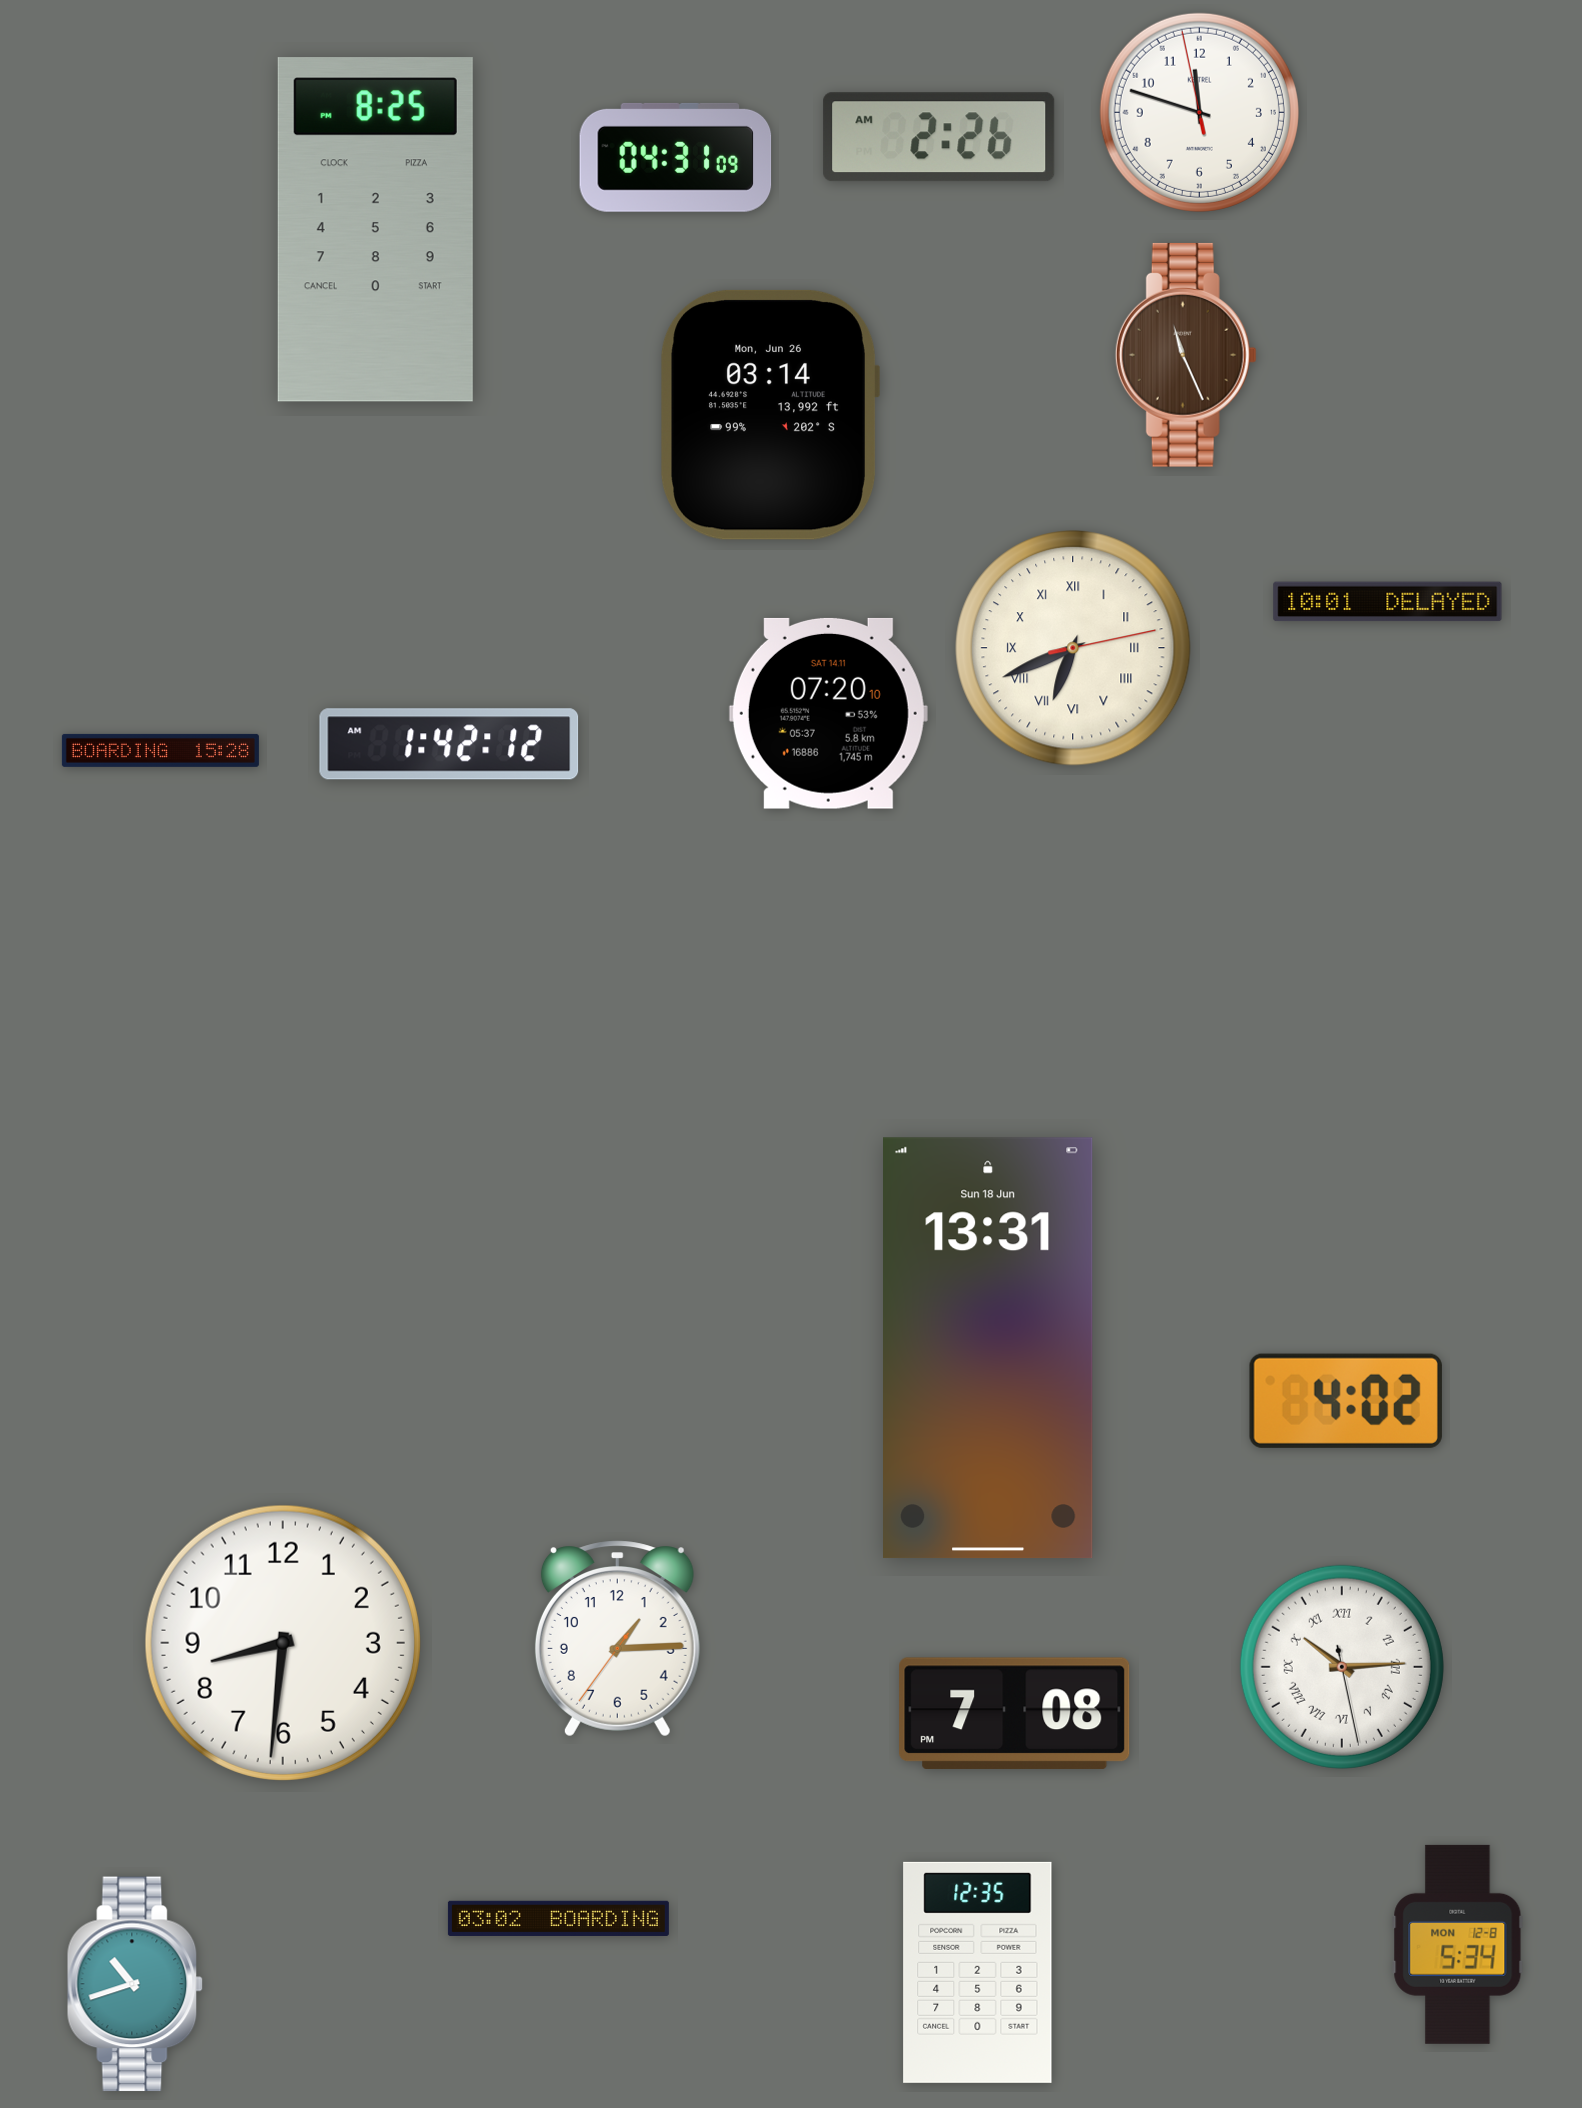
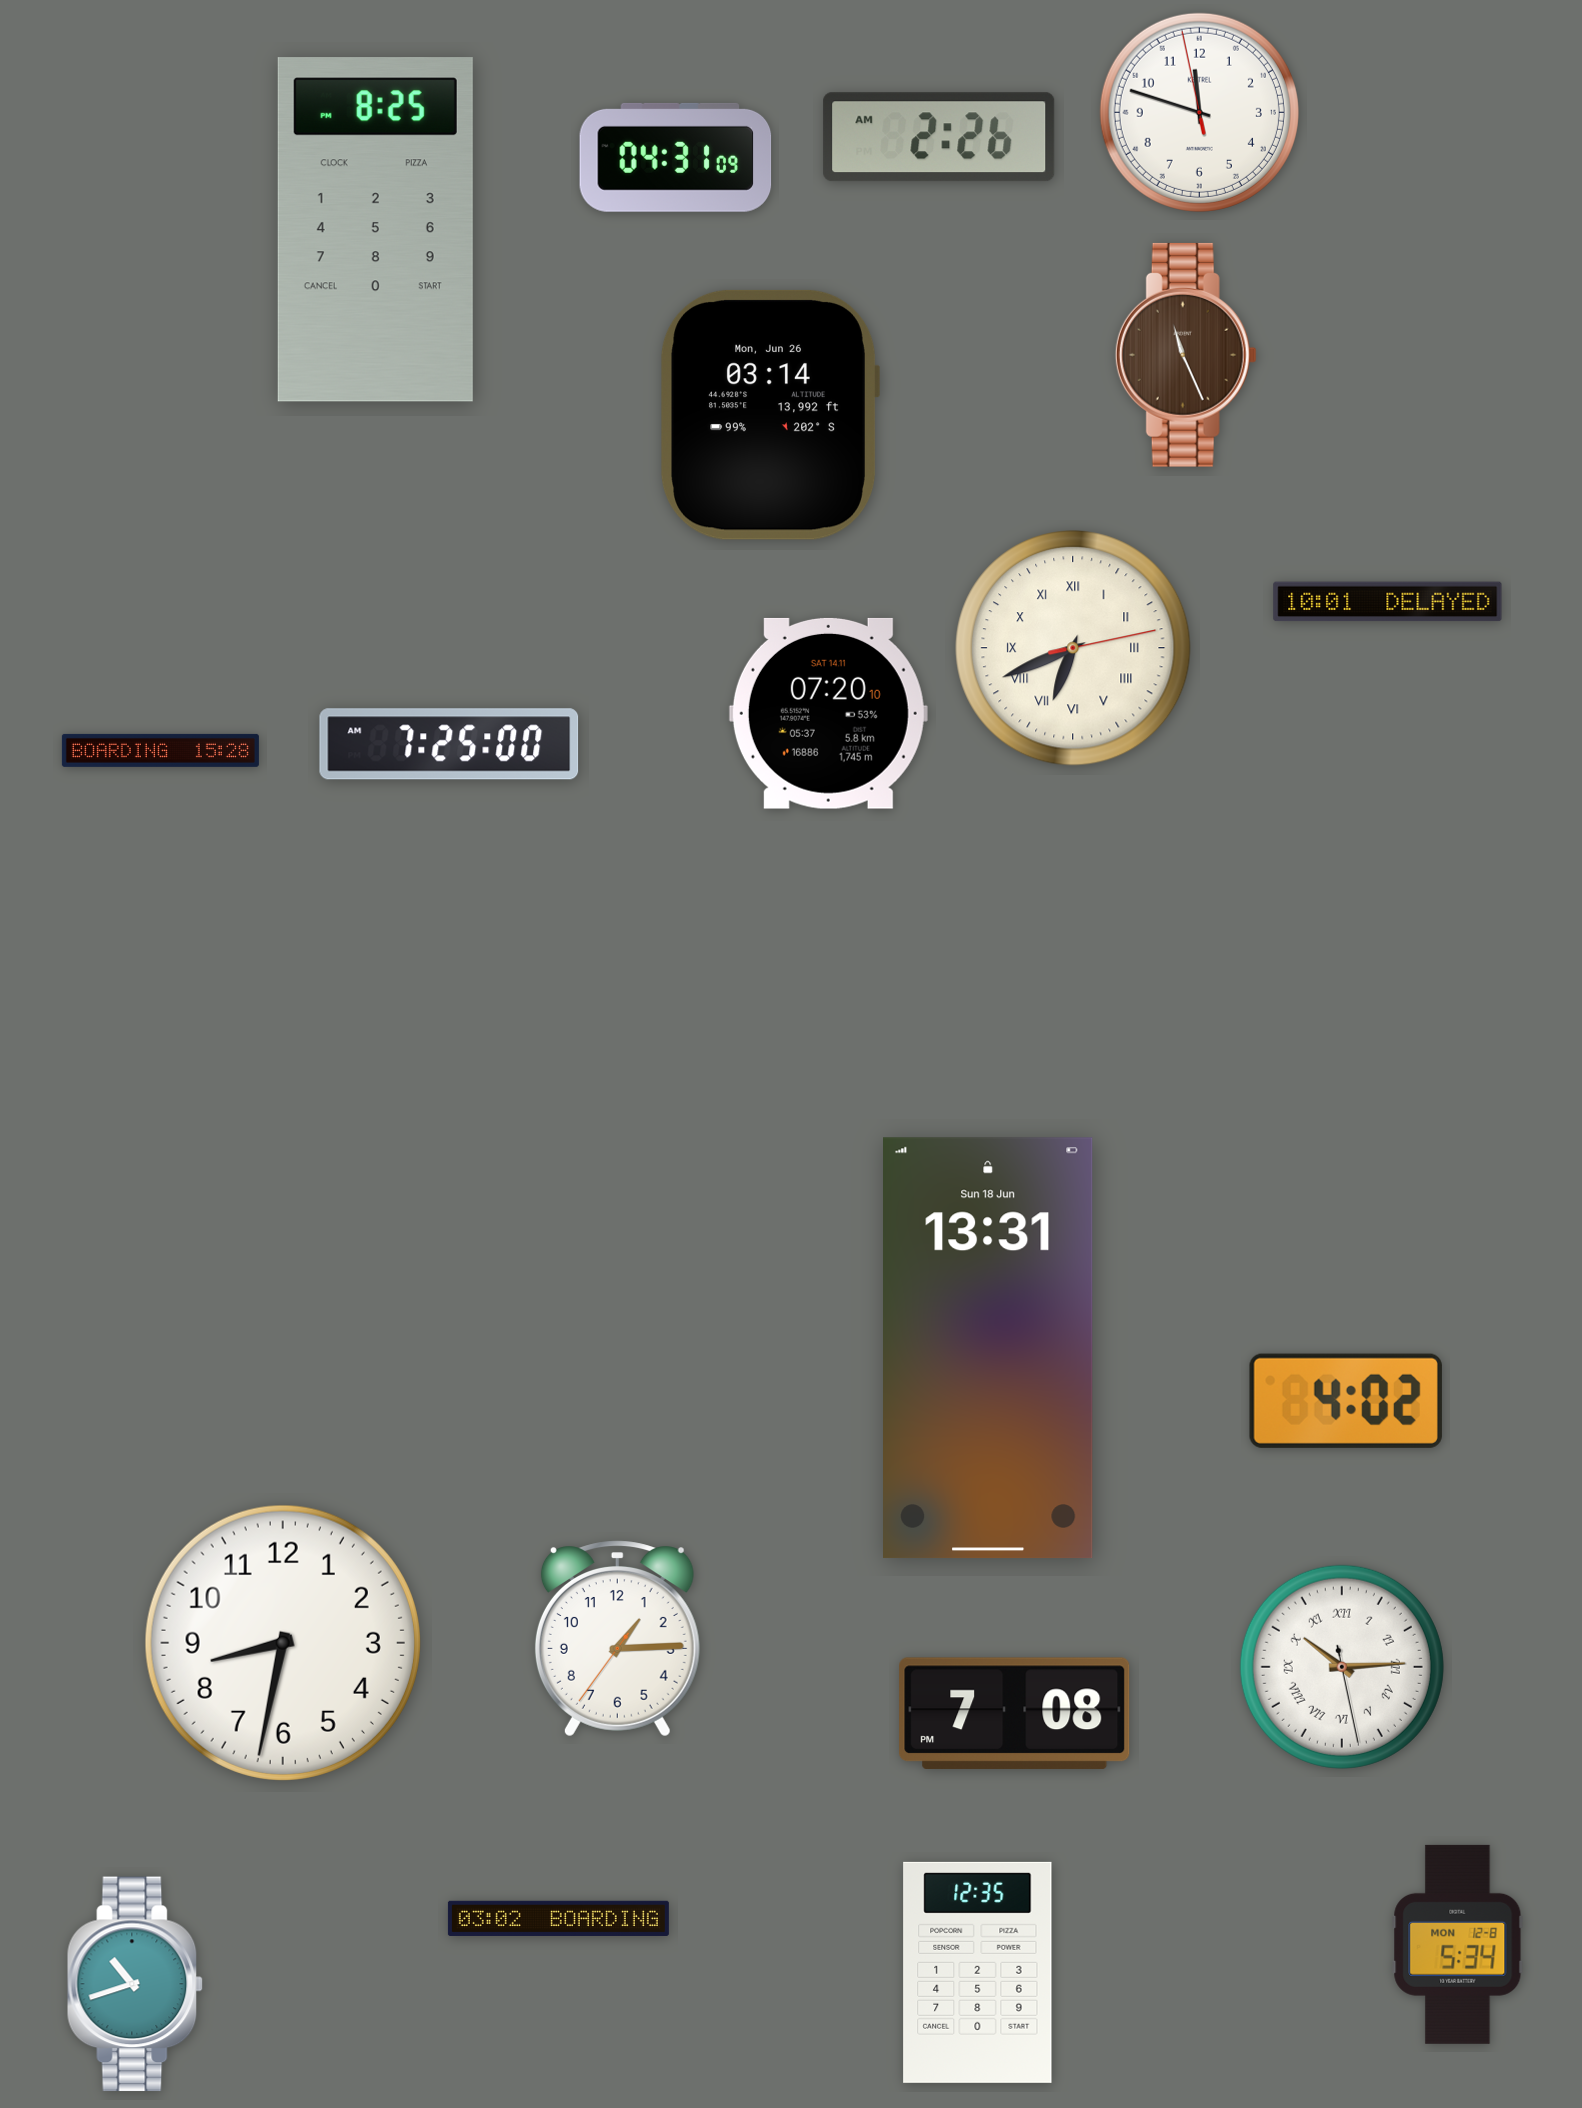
clock at (449, 744): 1:42 -> 7:25
clock at (283, 1643): 8:31 -> 8:32
